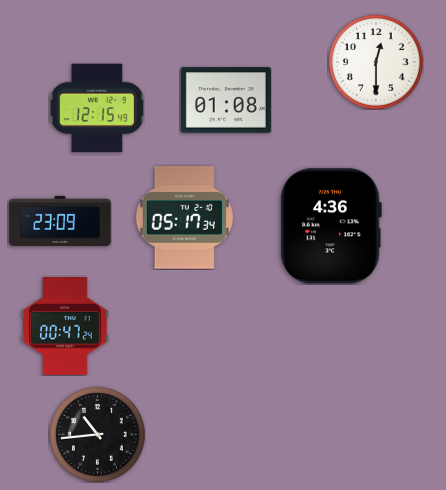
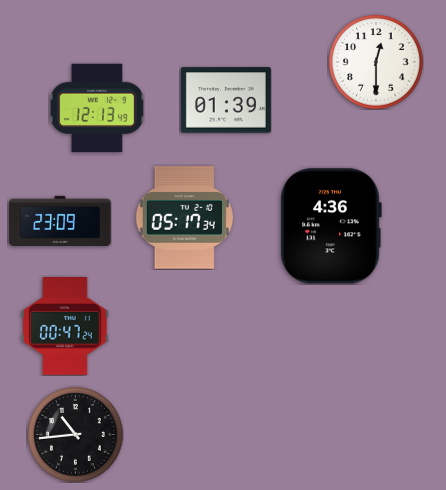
clock at (226, 100): 01:08 -> 01:39
clock at (97, 108): 12:15 -> 12:13
clock at (97, 434) position: (97, 434) -> (75, 434)
